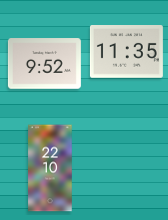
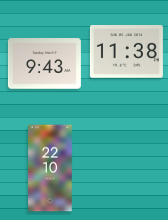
clock at (126, 52): 11:35 -> 11:38
clock at (44, 64): 9:52 -> 9:43
